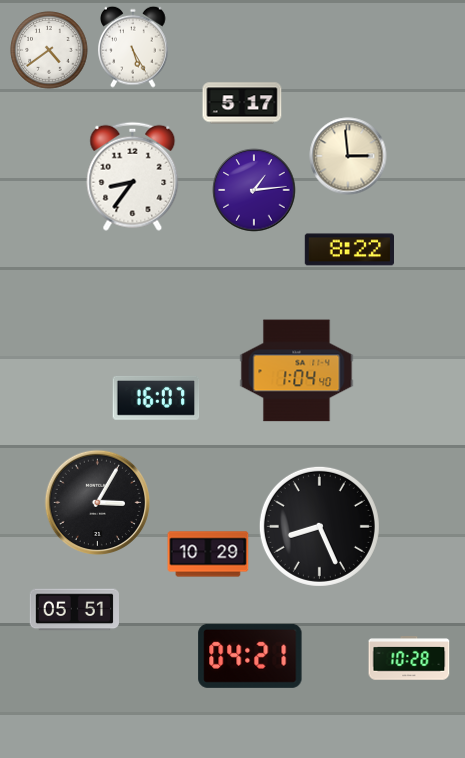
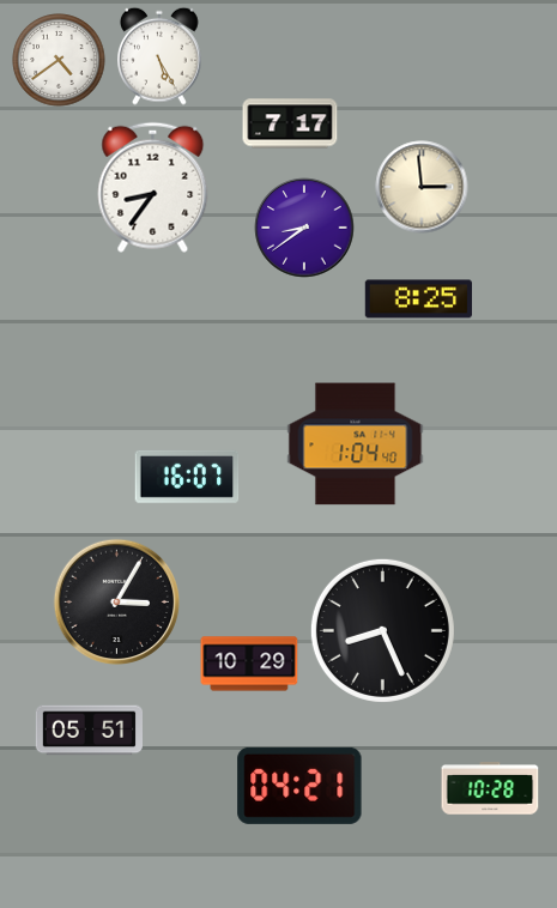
clock at (242, 103): 5:17 -> 7:17
clock at (348, 156) position: (348, 156) -> (422, 187)
clock at (133, 176) position: (133, 176) -> (153, 187)
clock at (254, 190): 1:14 -> 8:39
clock at (349, 250): 8:22 -> 8:25
